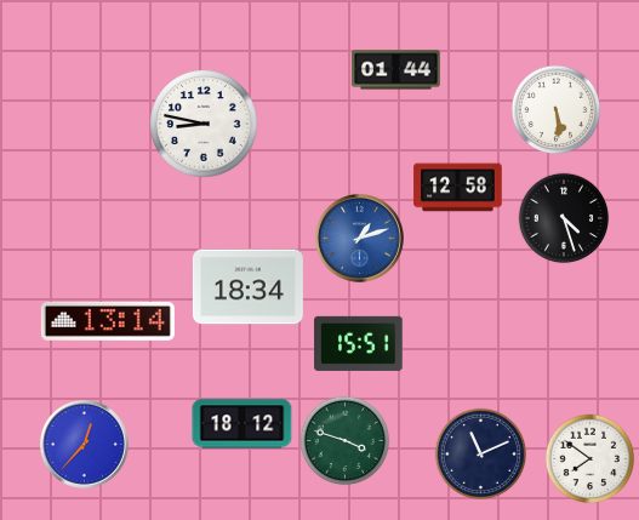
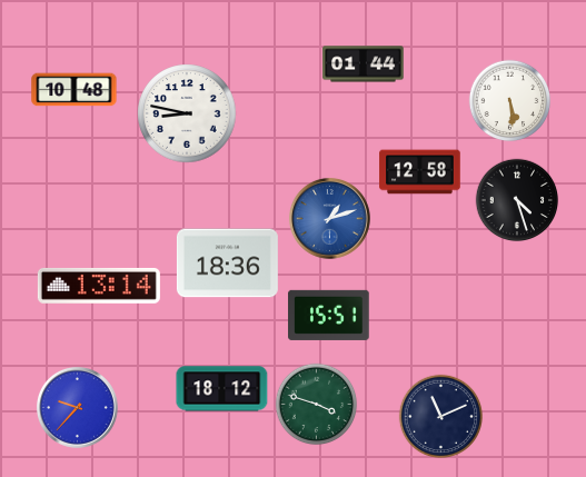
clock at (75, 90): none -> 10:48
clock at (247, 287): 18:34 -> 18:36
clock at (108, 321) position: (108, 321) -> (99, 286)
clock at (84, 444): 12:37 -> 9:37
clock at (590, 459): 7:51 -> none
